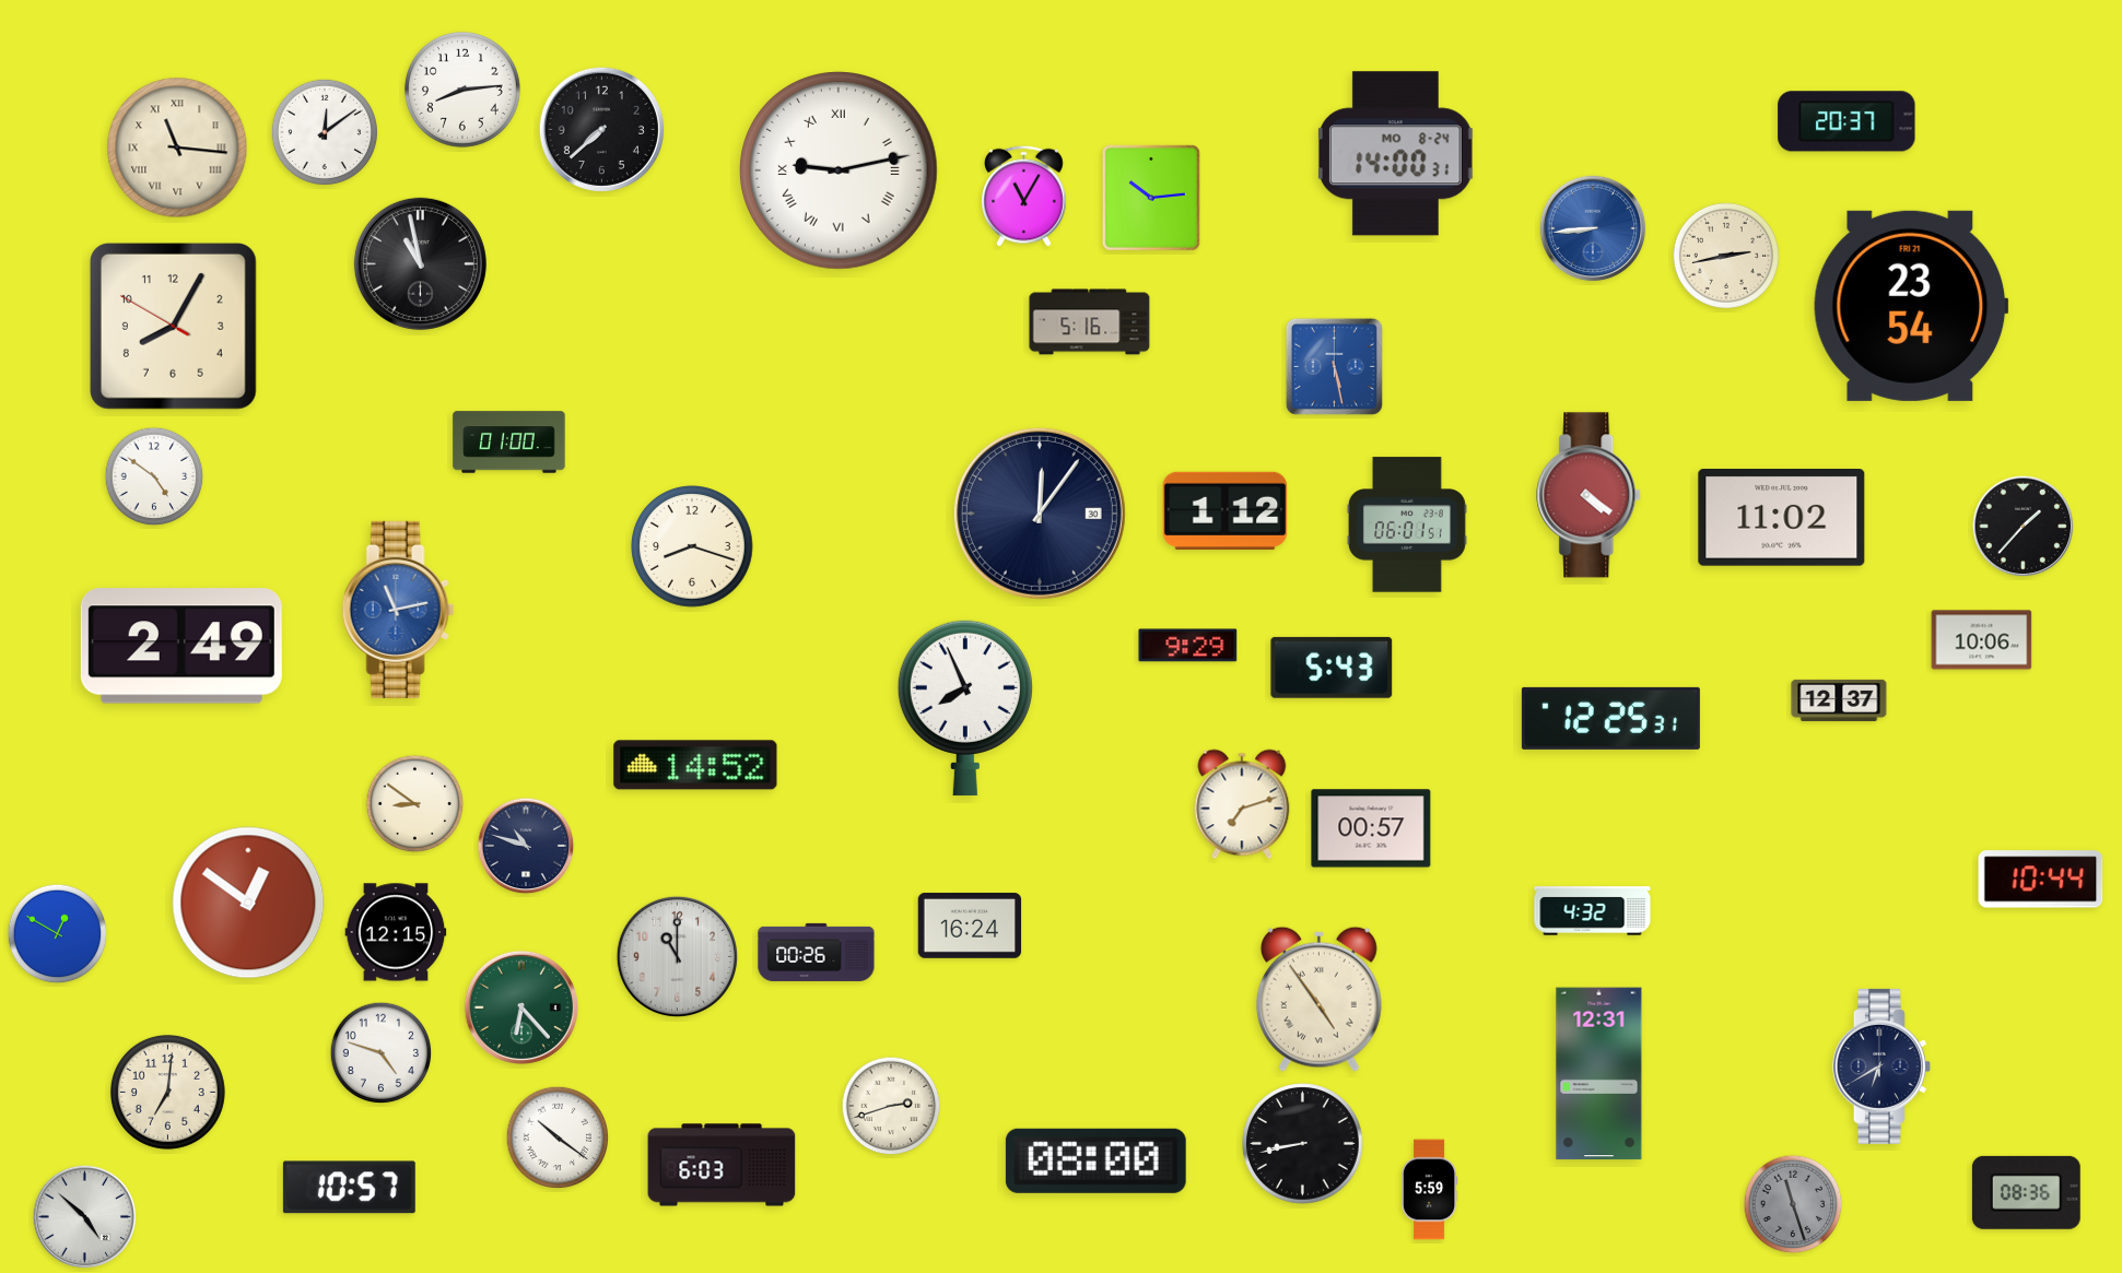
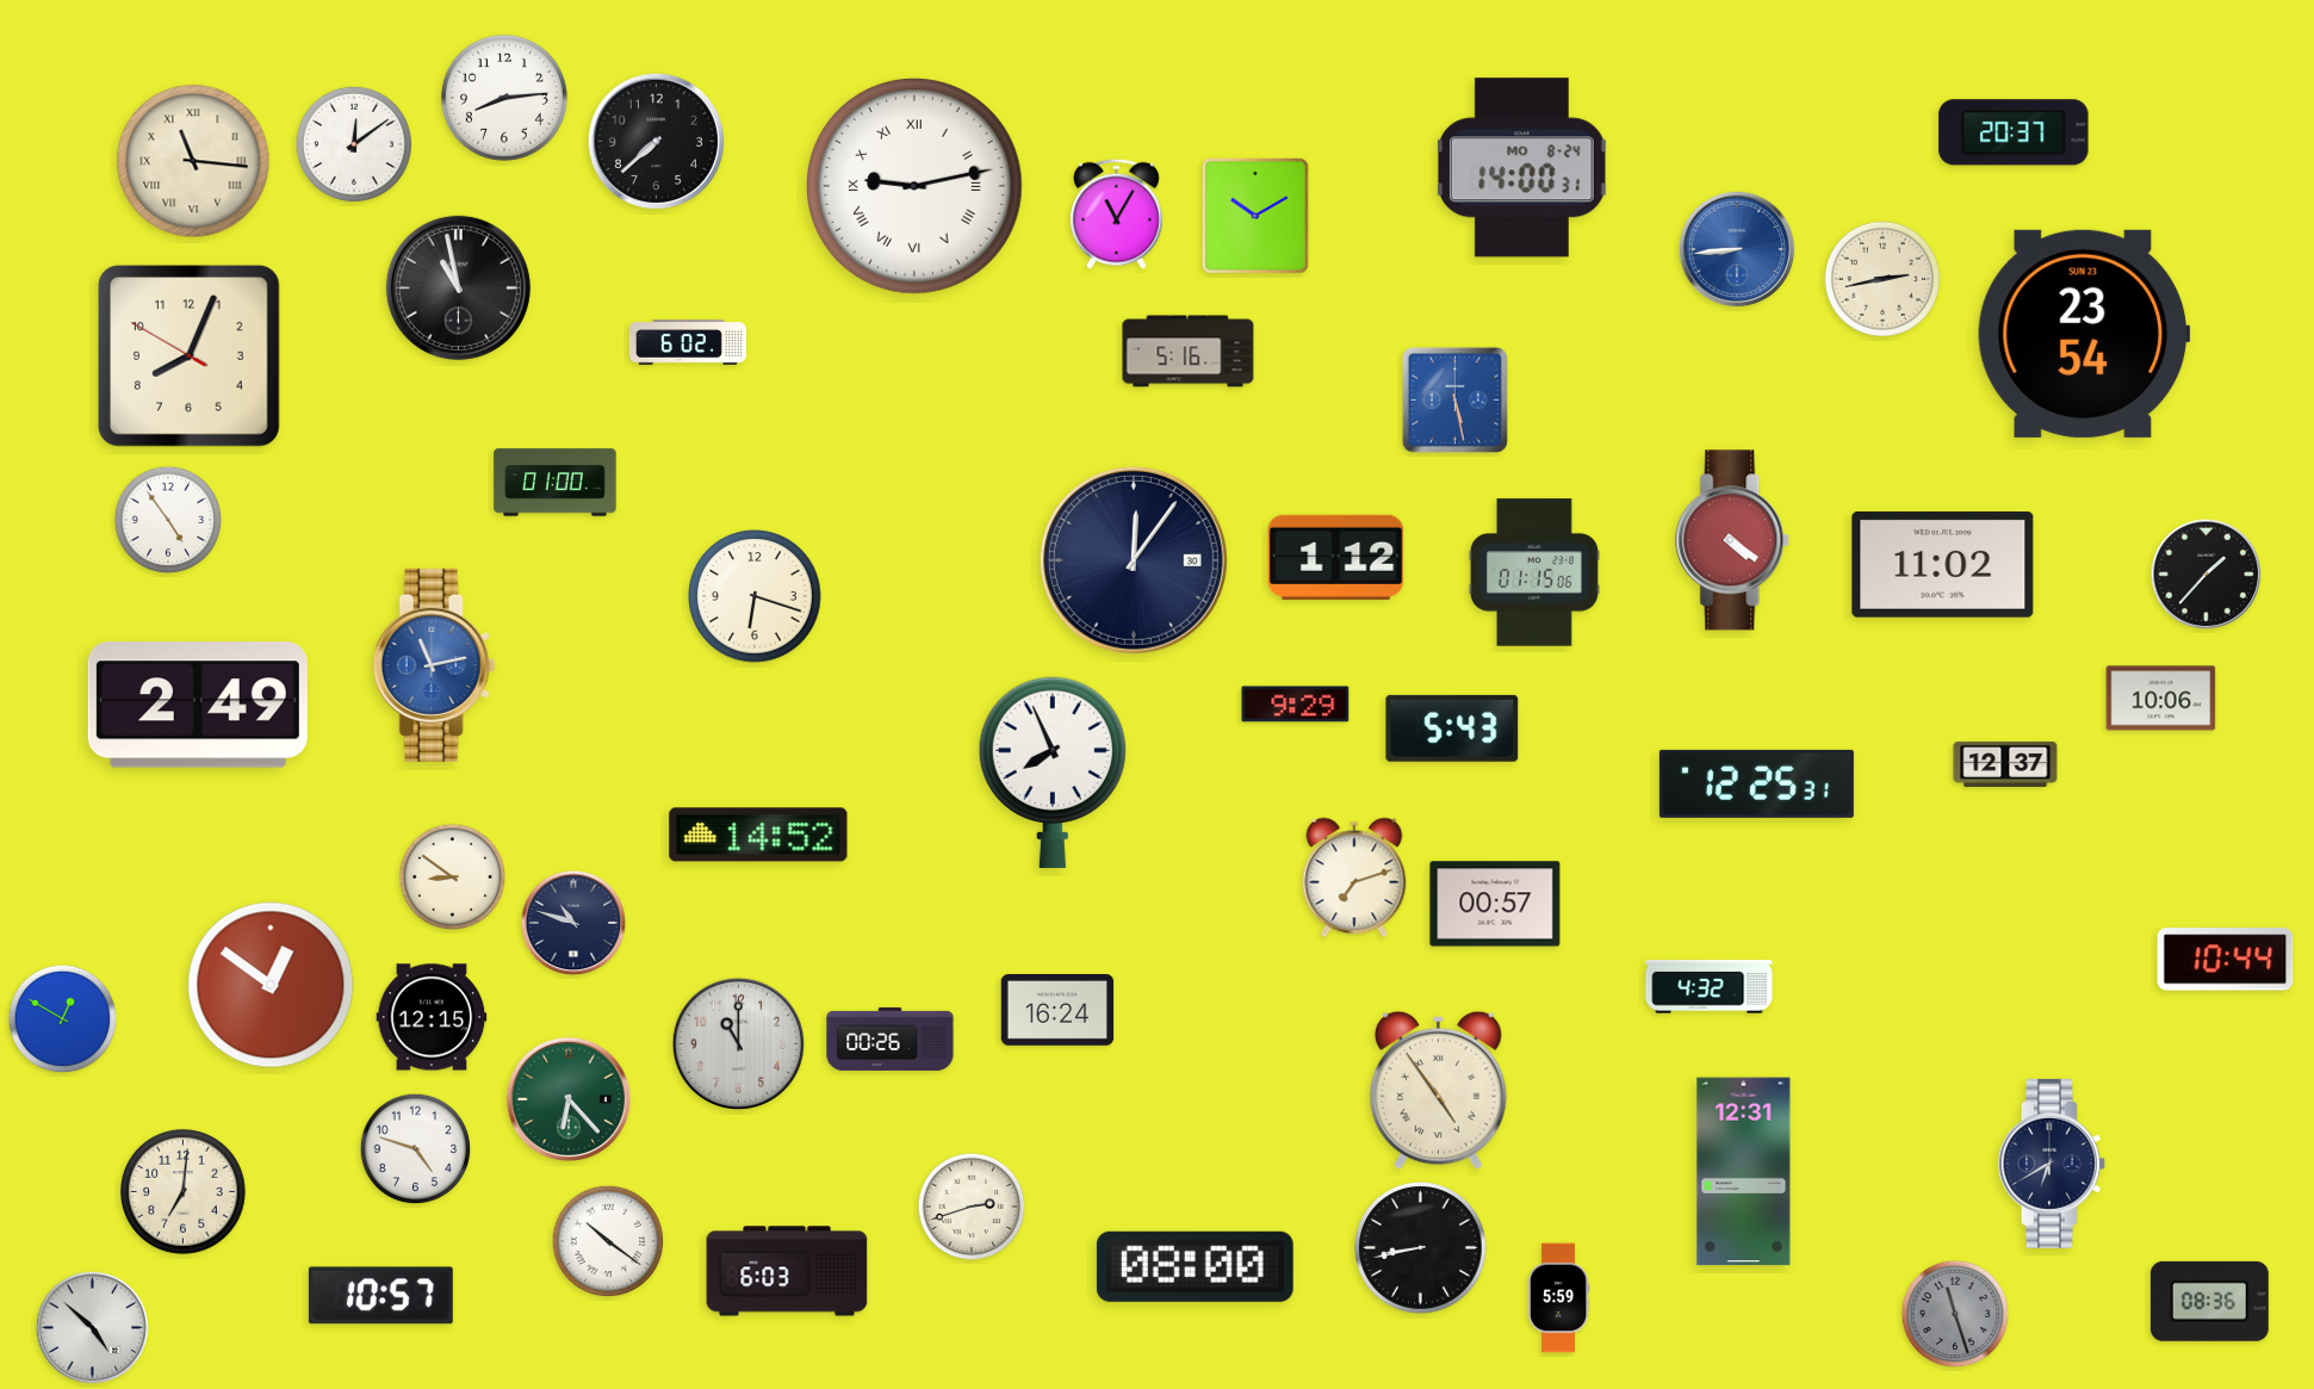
clock at (1151, 198): 10:14 -> 10:10
clock at (1911, 306) date: FRI 21 -> SUN 23
clock at (688, 342): none -> 6:02
clock at (173, 326): 8:04 -> 8:03
clock at (154, 476): 4:51 -> 4:54
clock at (1407, 524): 06:01 -> 01:15
clock at (692, 546): 8:18 -> 6:18
clock at (1593, 911) position: (1593, 911) -> (1710, 987)
